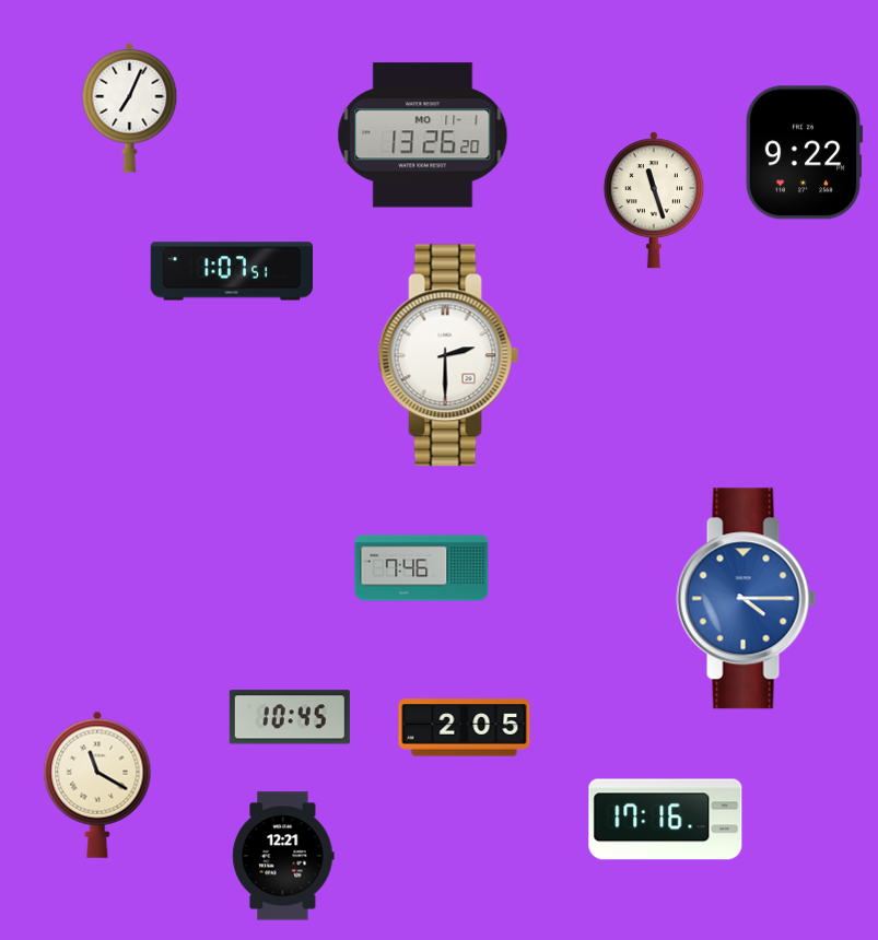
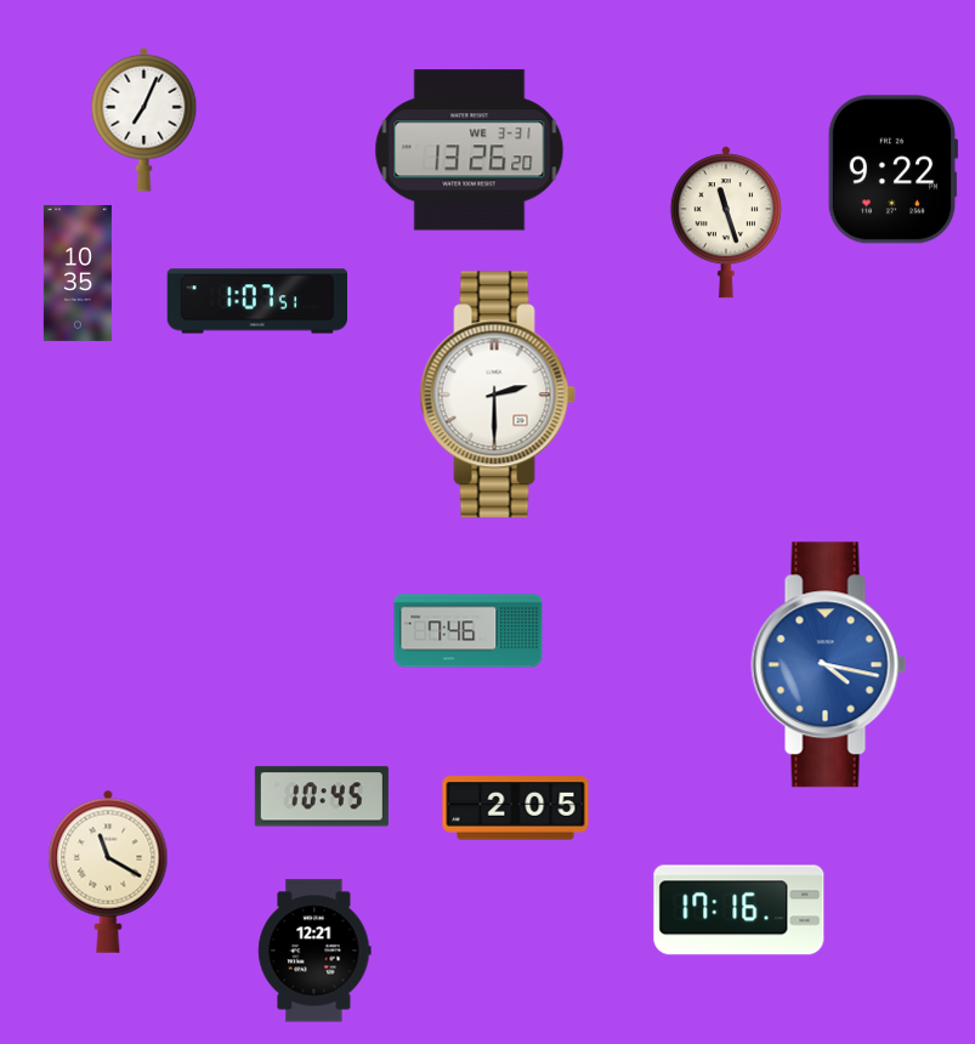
clock at (423, 136) date: MO 11-1 -> WE 3-31
clock at (78, 273): none -> 10:35
clock at (747, 599): 4:15 -> 4:17
